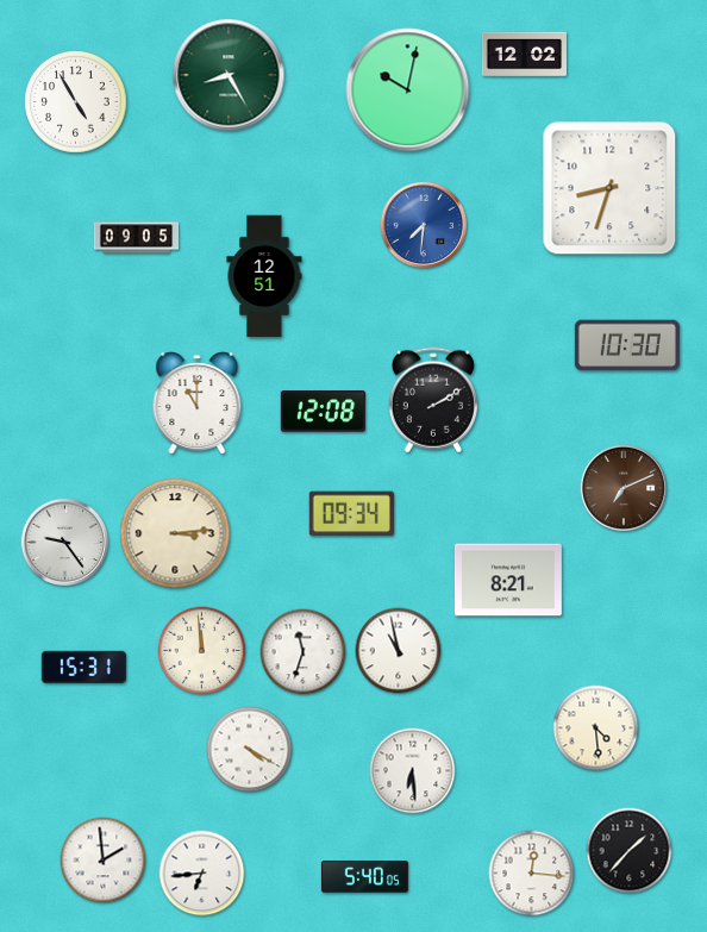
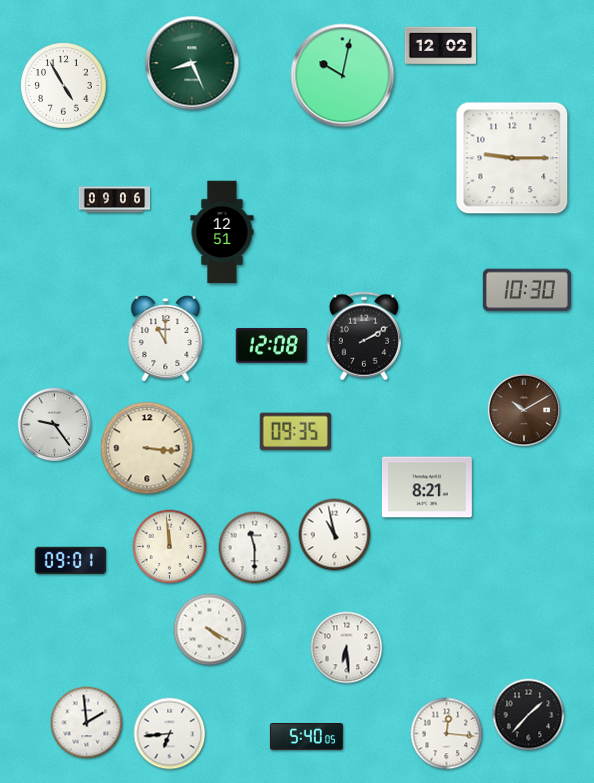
clock at (229, 75): 8:25 -> 8:26
clock at (609, 188): 8:33 -> 9:15
clock at (423, 224): 7:31 -> none
clock at (137, 238): 09:05 -> 09:06
clock at (622, 487): 7:11 -> 10:10
clock at (351, 514): 09:34 -> 09:35
clock at (175, 533): 3:14 -> 3:16
clock at (64, 542) position: (64, 542) -> (54, 424)
clock at (399, 651) position: (399, 651) -> (335, 535)
clock at (304, 652): 11:33 -> 11:30
clock at (83, 667): 15:31 -> 09:01
clock at (596, 728): 4:29 -> none
